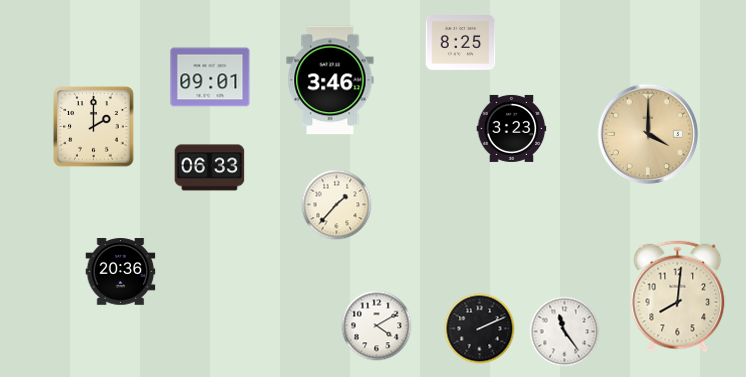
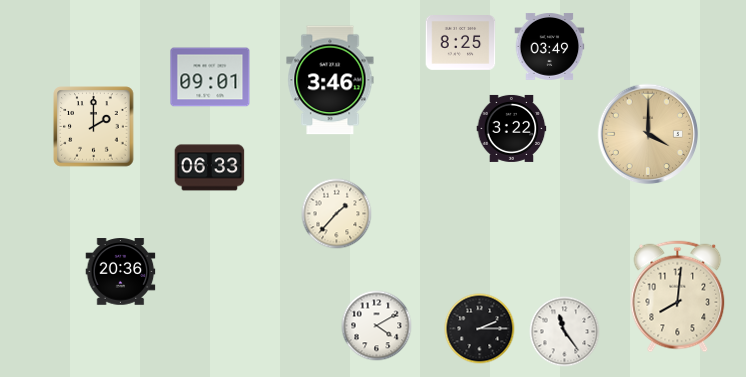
clock at (550, 47): none -> 03:49
clock at (512, 128): 3:23 -> 3:22
clock at (337, 205) position: (337, 205) -> (337, 214)
clock at (480, 329): 2:11 -> 2:15
